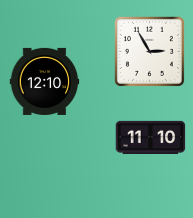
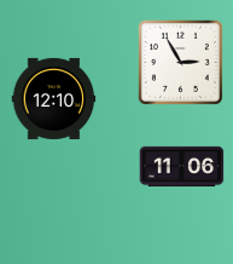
clock at (151, 137): 11:10 -> 11:06
